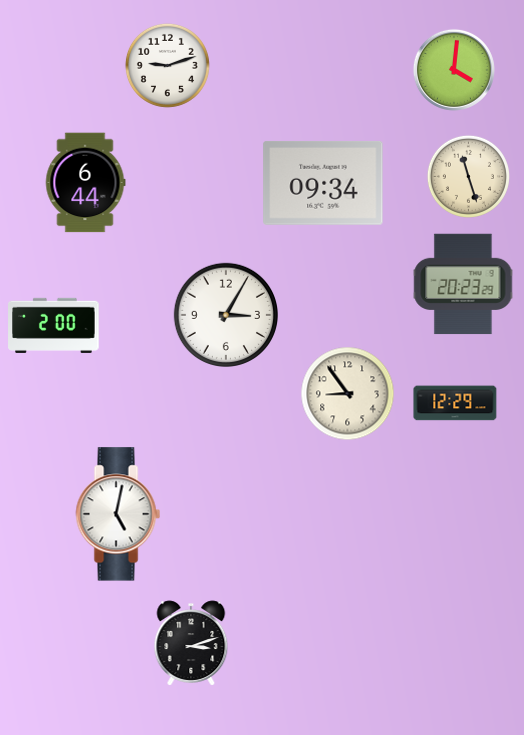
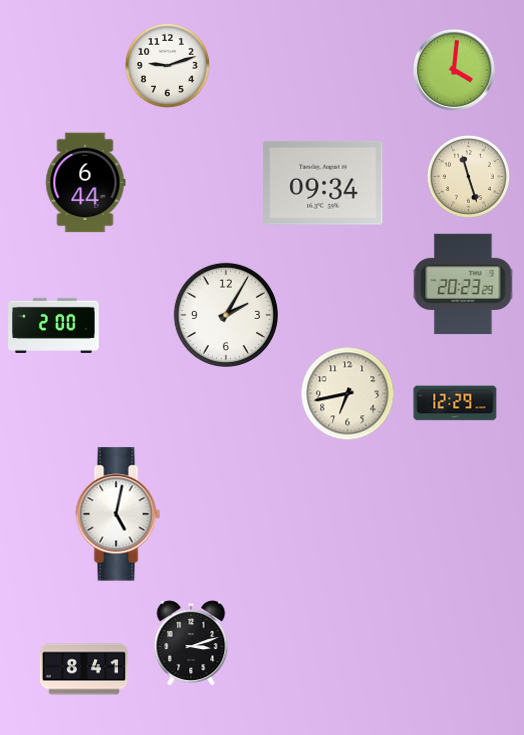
clock at (225, 314): 3:05 -> 2:05
clock at (348, 394): 8:54 -> 6:43
clock at (84, 669): none -> 8:41
